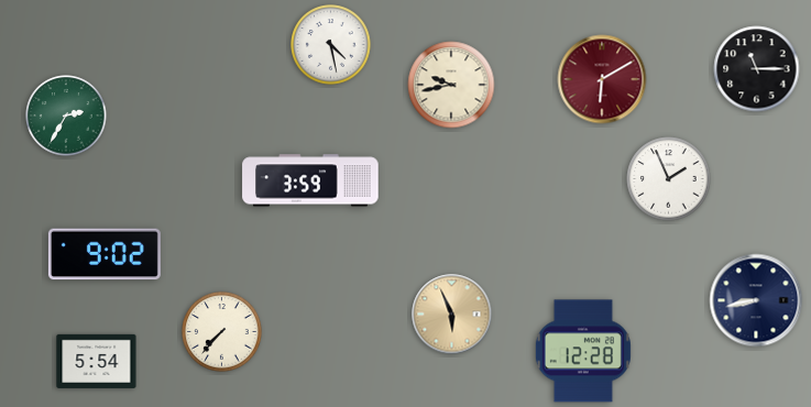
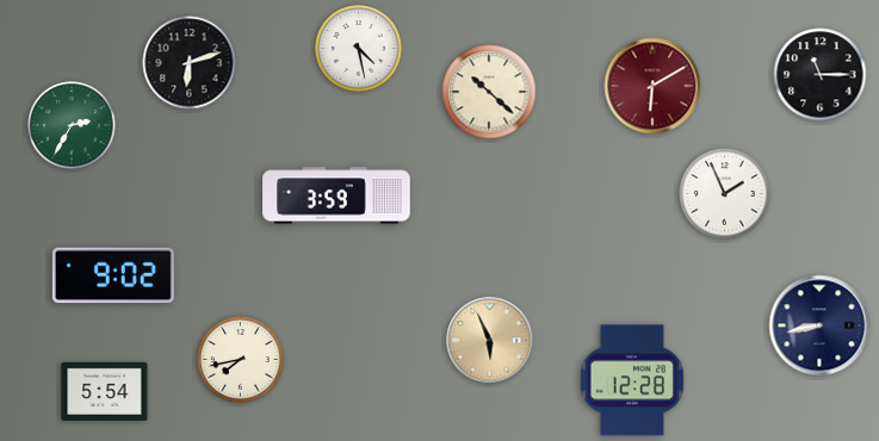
clock at (190, 63): none -> 6:12
clock at (451, 85): 9:43 -> 10:22
clock at (222, 332): 7:37 -> 7:43
